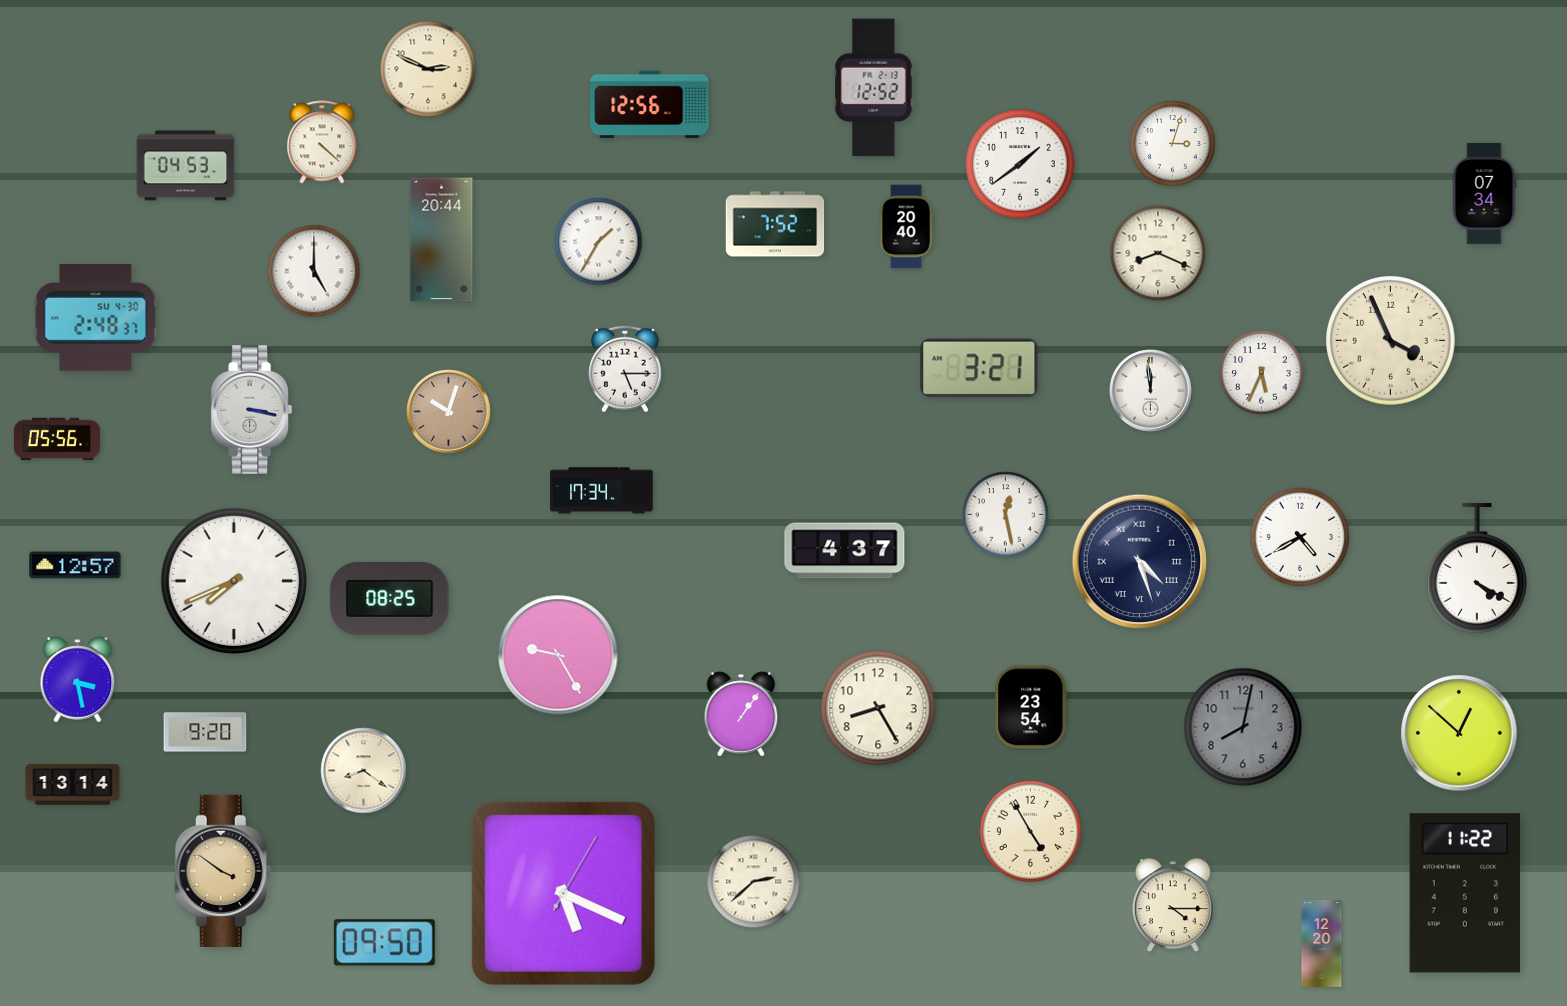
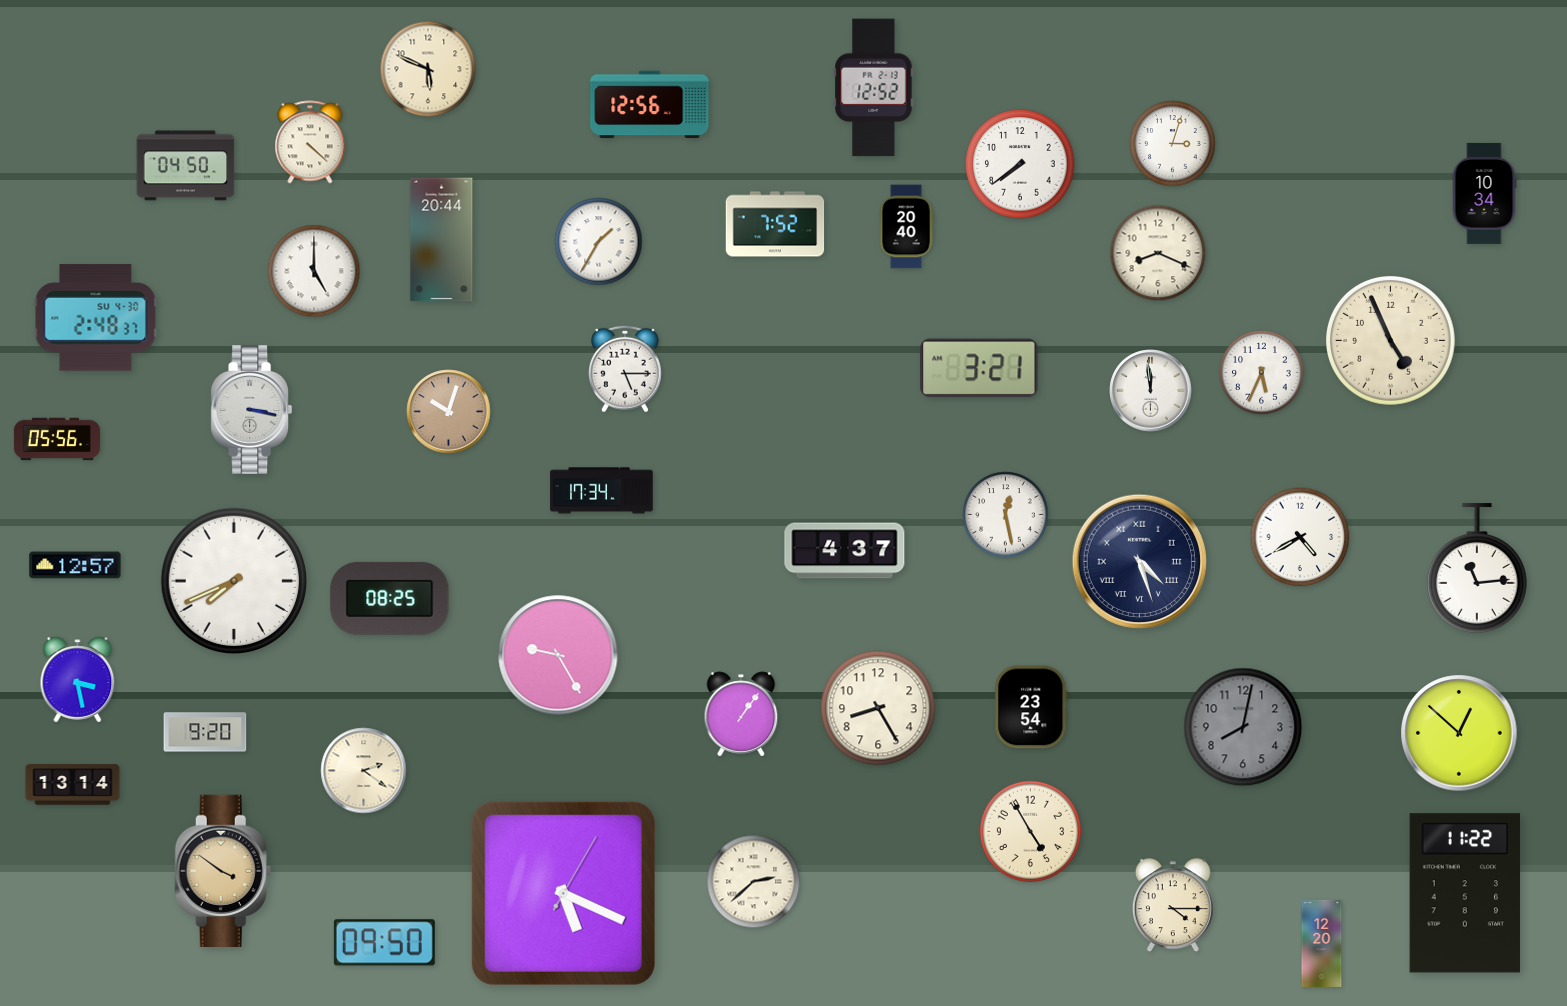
clock at (428, 69): 2:49 -> 5:49
clock at (322, 142) position: (322, 142) -> (310, 142)
clock at (1020, 164): 1:39 -> 7:39
clock at (186, 166): 04:53 -> 04:50
clock at (1484, 193): 07:34 -> 10:34
clock at (1390, 340): 3:56 -> 4:56
clock at (1477, 568): 4:20 -> 11:14
clock at (364, 771): 8:21 -> 2:21
